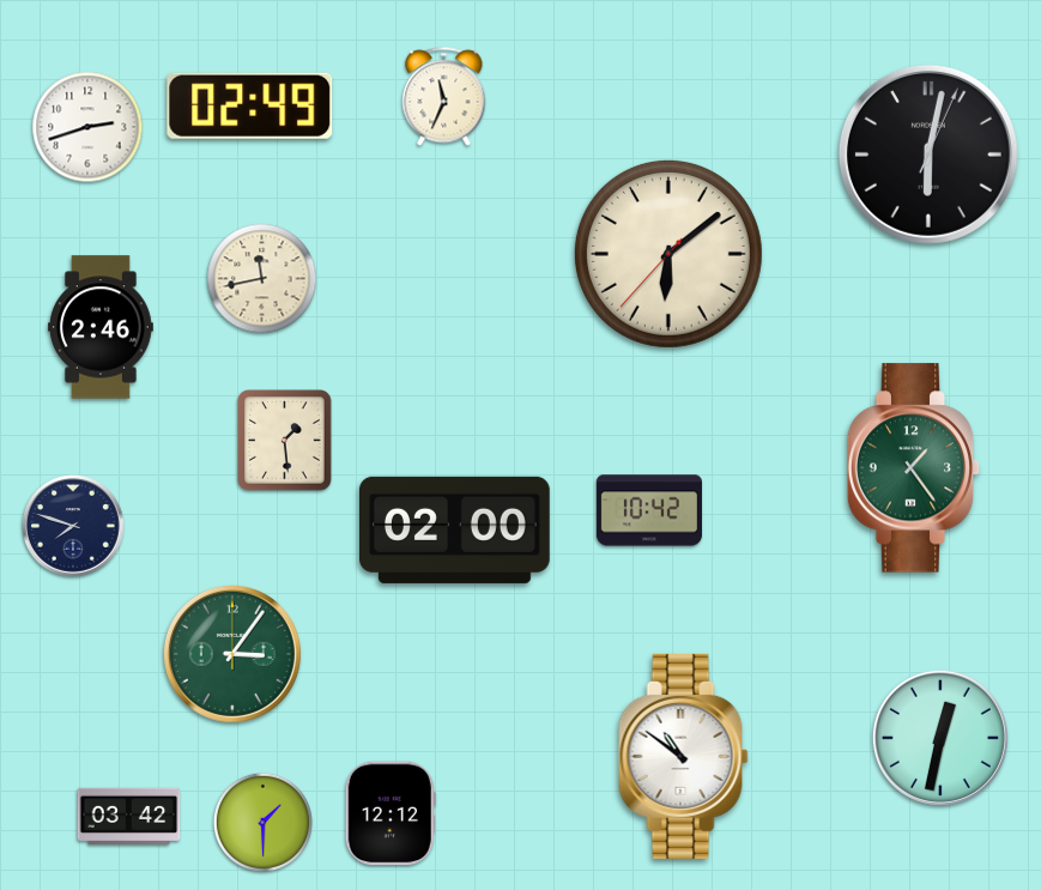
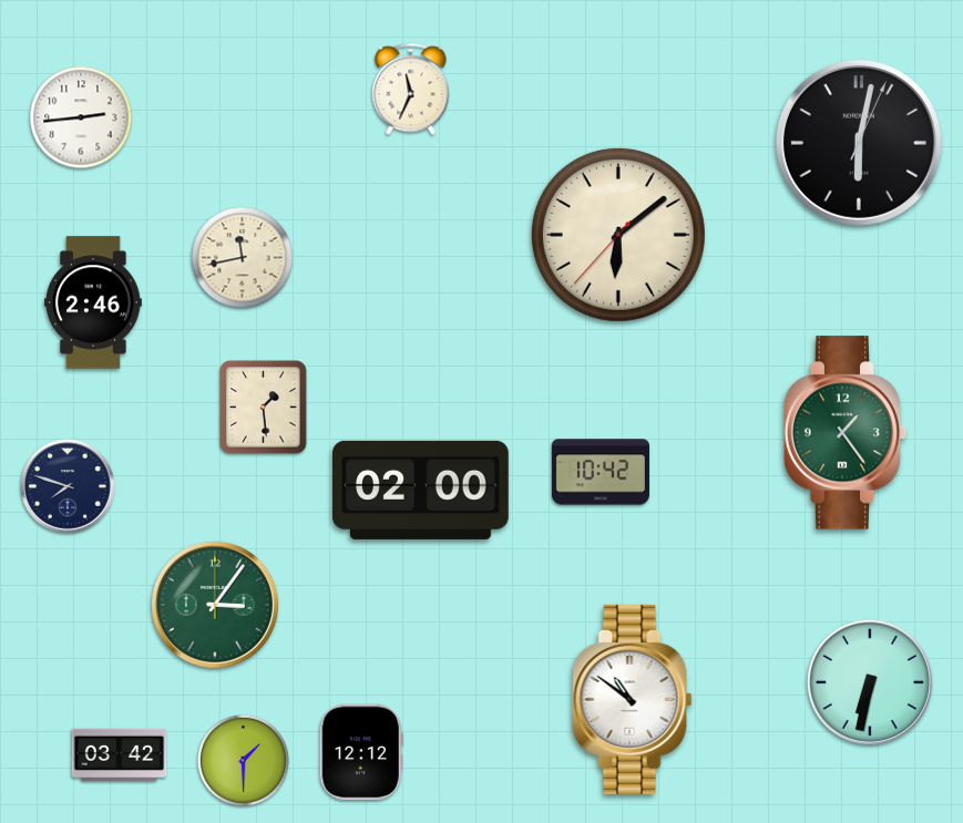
clock at (250, 105): 02:49 -> none
clock at (87, 127): 2:42 -> 2:44
clock at (940, 738): 12:32 -> 6:32
